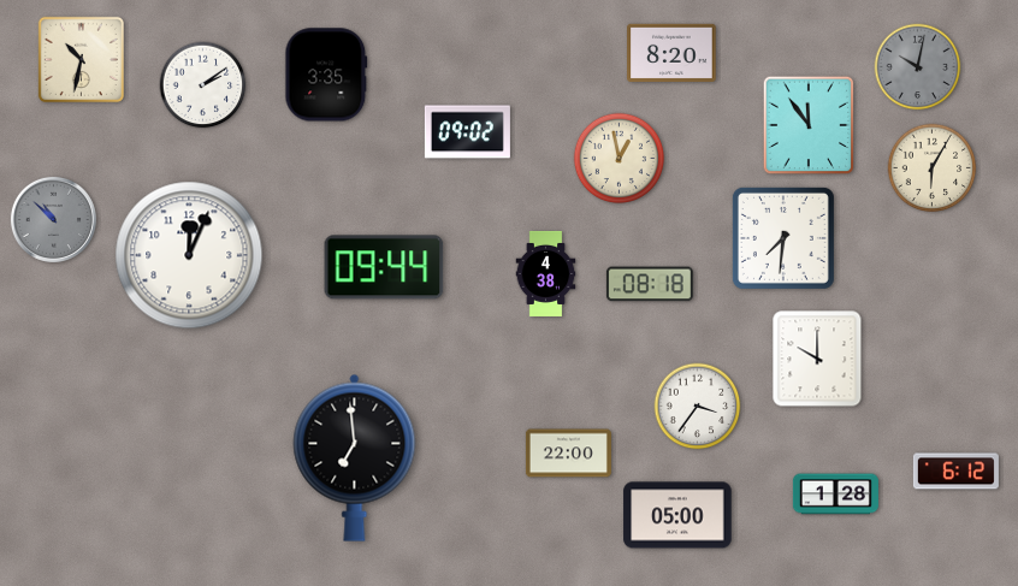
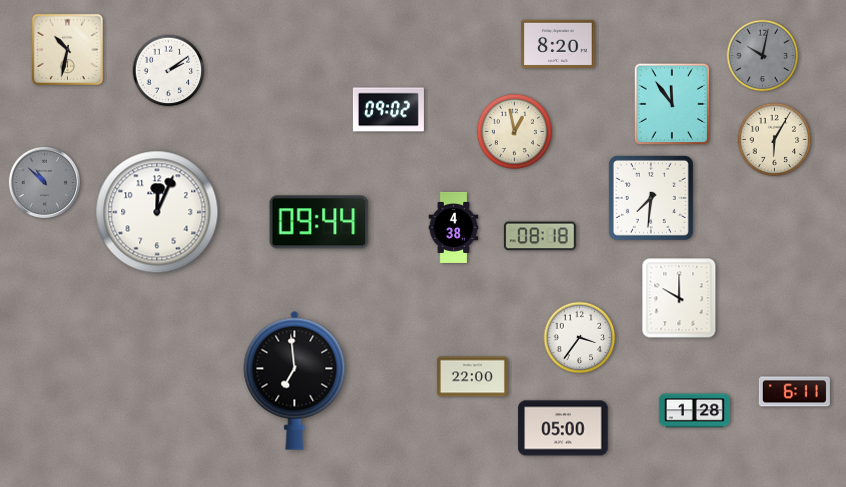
clock at (326, 75): 3:35 -> none
clock at (955, 472): 6:12 -> 6:11
